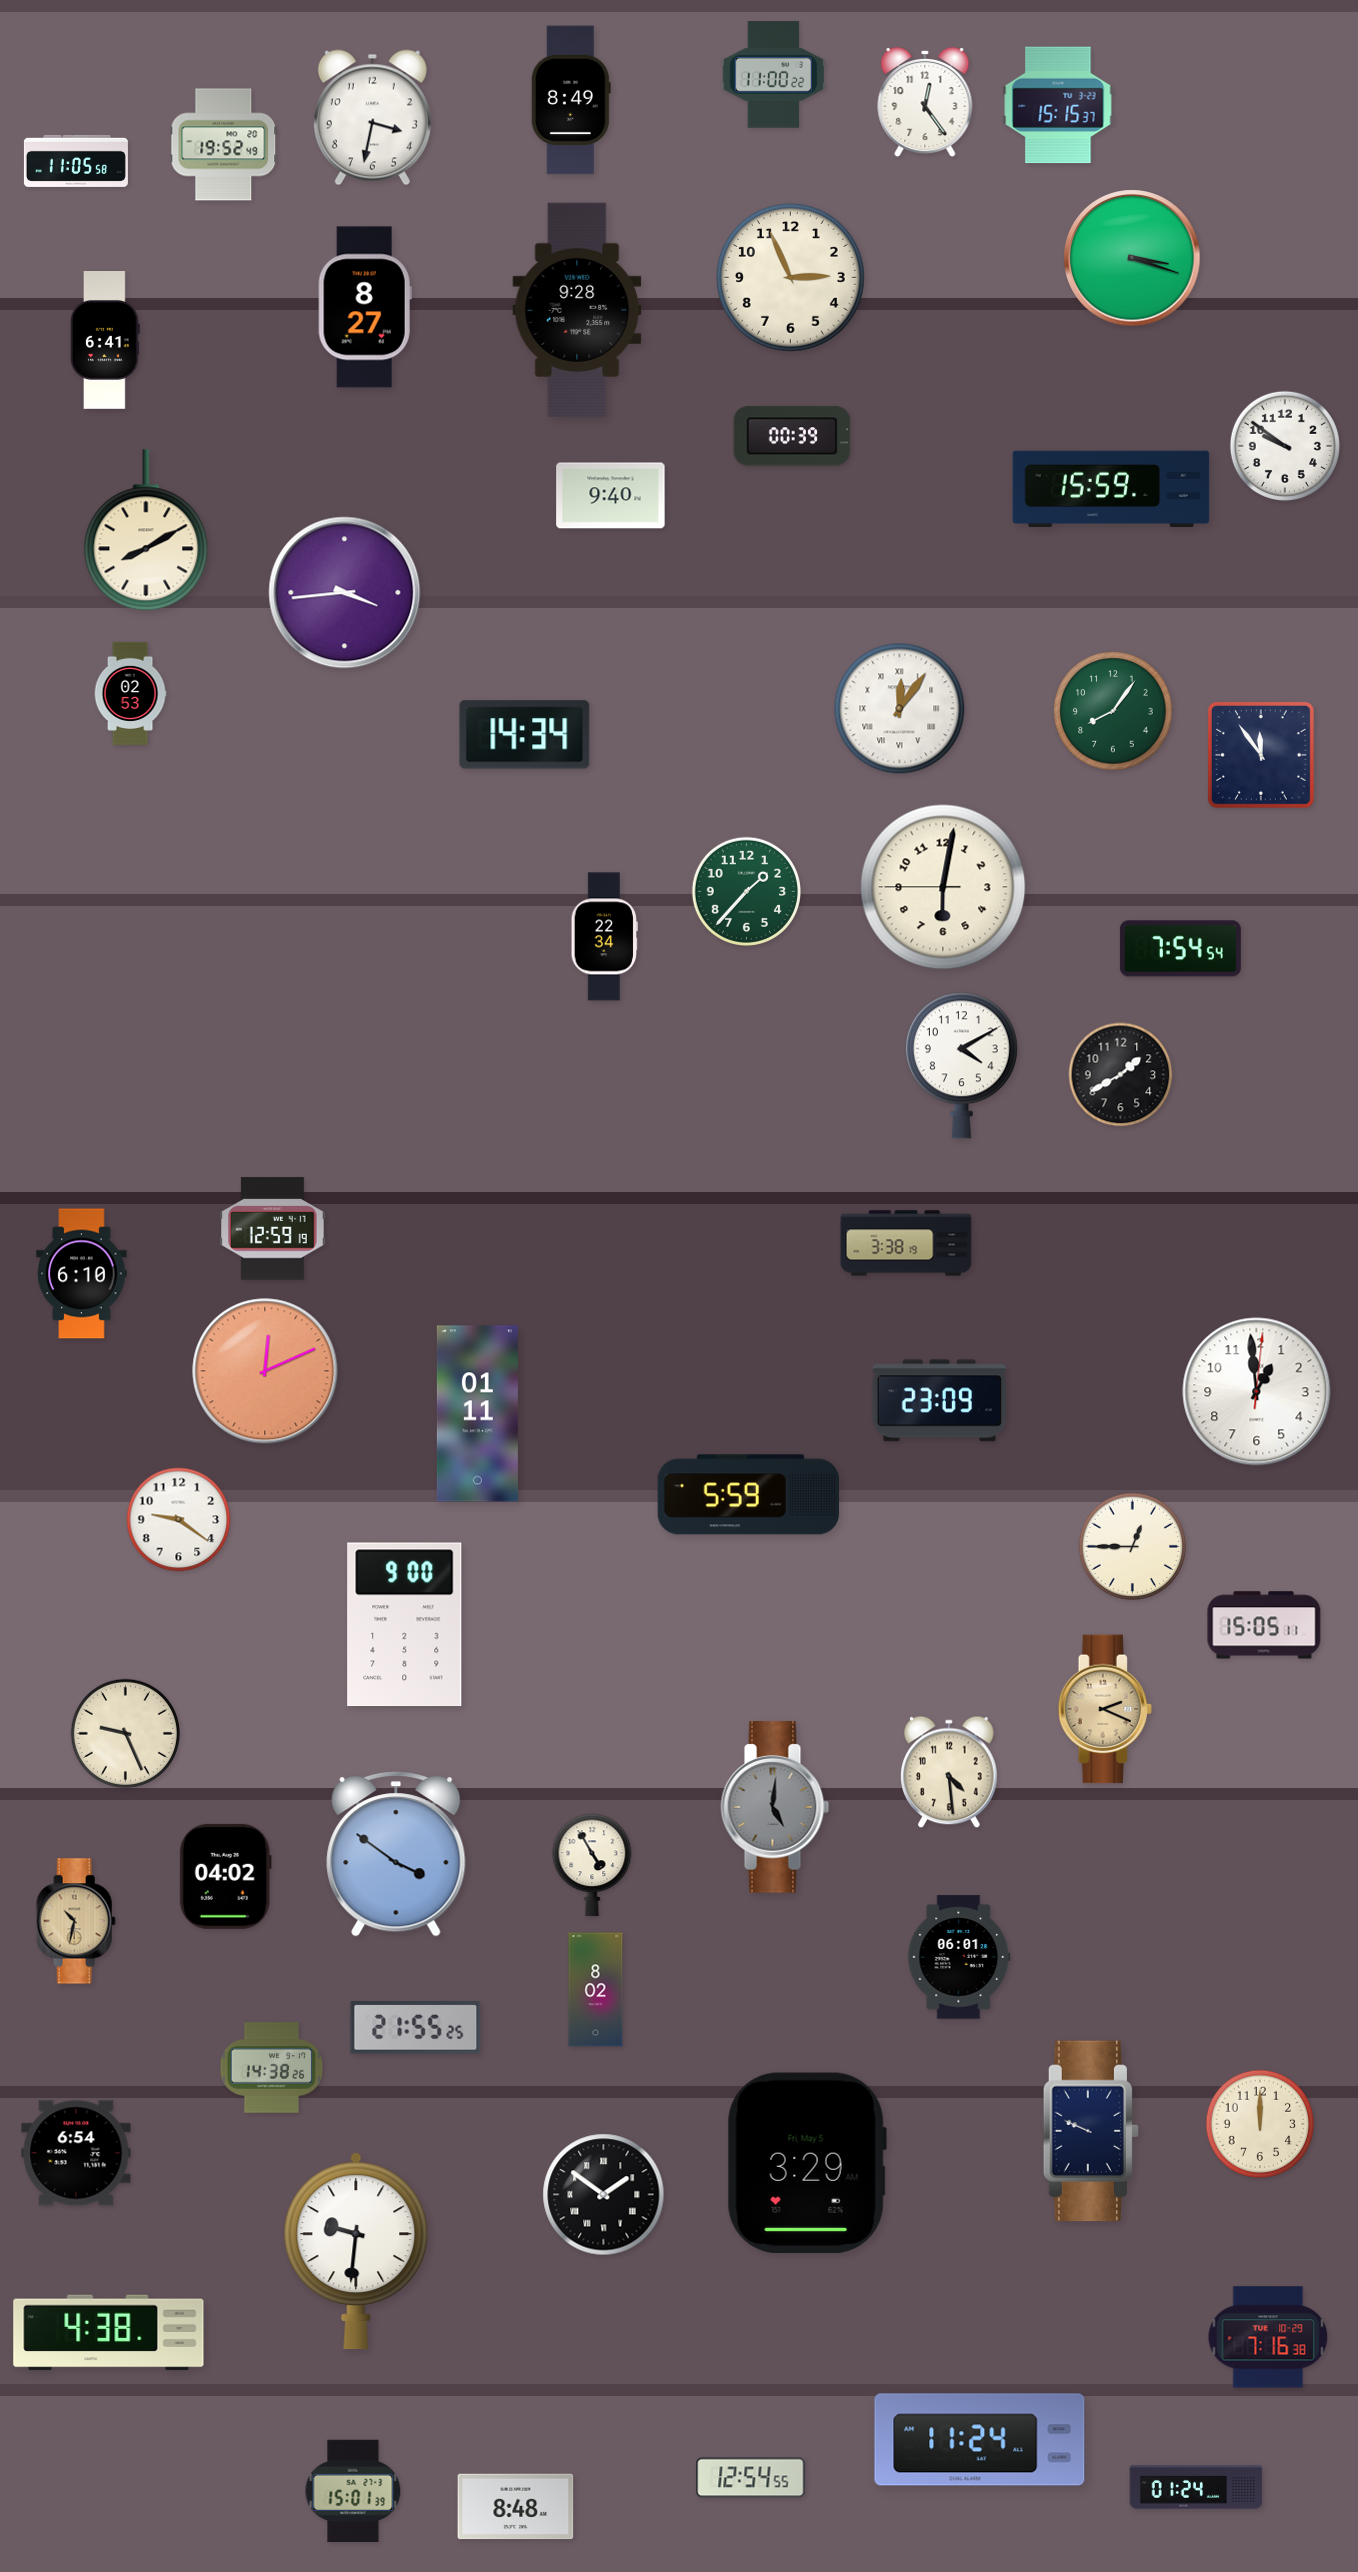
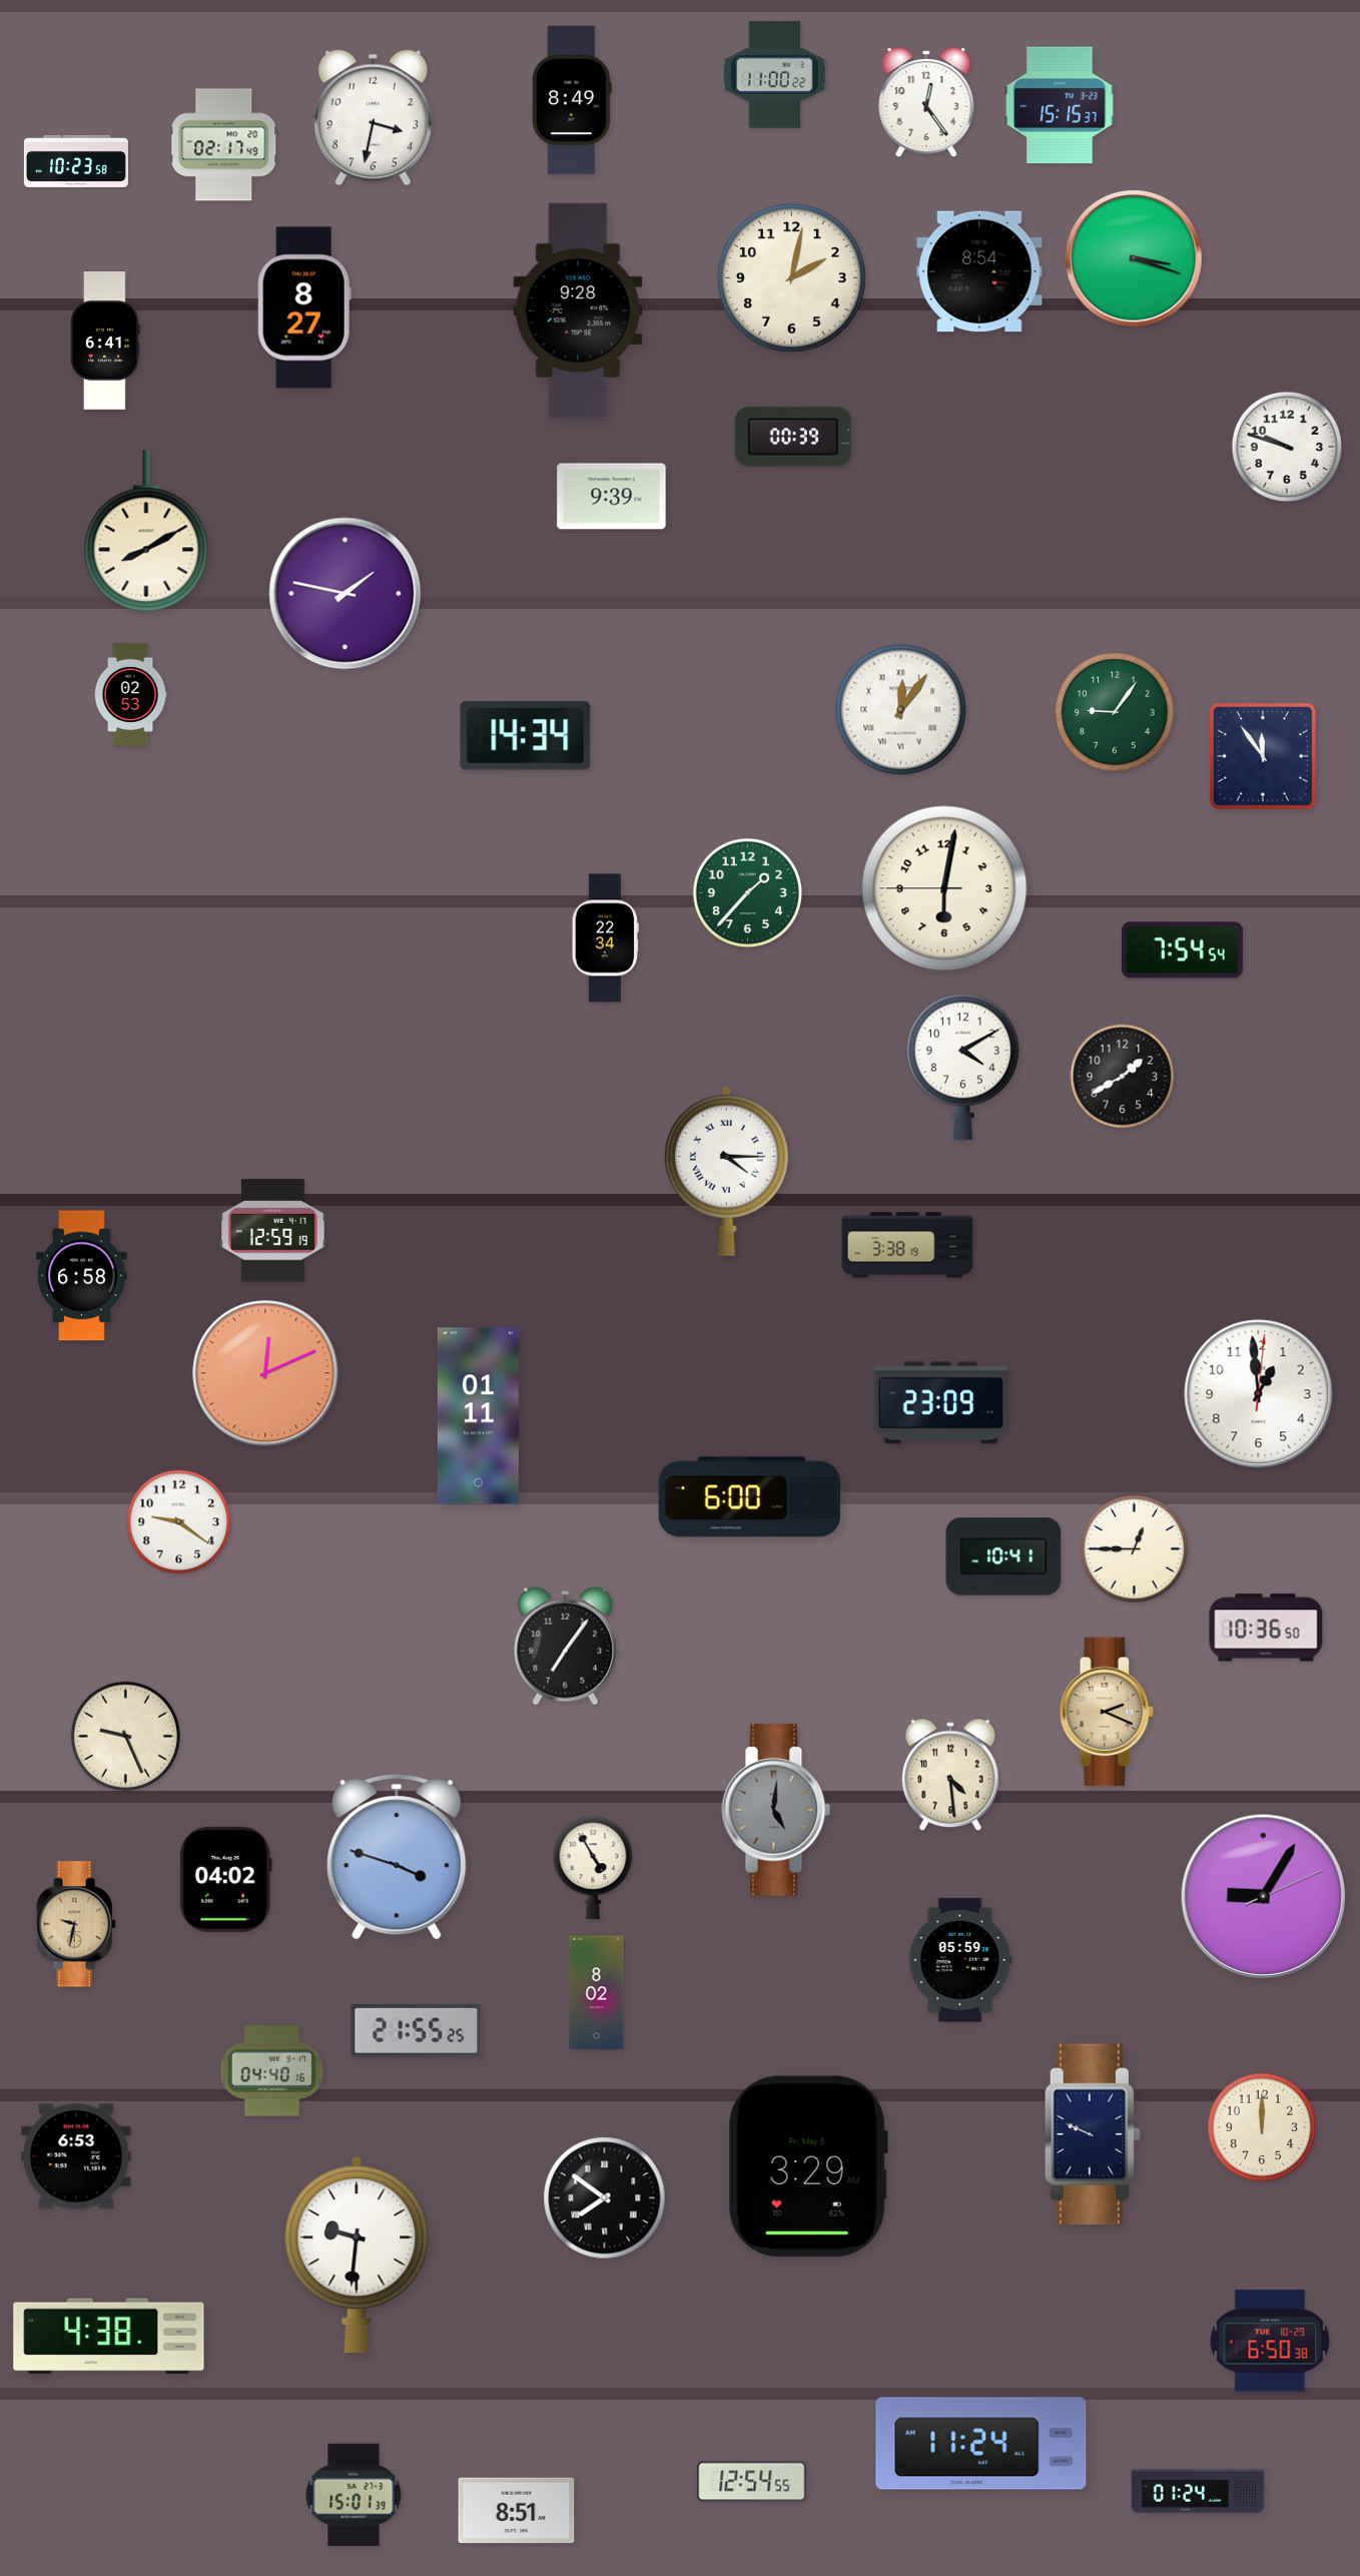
clock at (224, 145): 19:52 -> 02:17
clock at (76, 161): 11:05 -> 10:23
clock at (979, 271): none -> 8:54
clock at (790, 277): 2:56 -> 2:02
clock at (365, 307) position: (365, 307) -> (304, 307)
clock at (1285, 446): 9:51 -> 9:48
clock at (1111, 489): 15:59 -> none
clock at (611, 496): 9:40 -> 9:39
clock at (345, 593): 3:44 -> 1:47
clock at (1113, 711): 8:06 -> 9:06
clock at (726, 1171): none -> 4:15
clock at (82, 1274): 6:10 -> 6:58
clock at (749, 1495): 5:59 -> 6:00
clock at (1003, 1556): none -> 10:41
clock at (405, 1625): 9:00 -> none
clock at (1264, 1625): 15:05 -> 10:36
clock at (566, 1646): none -> 7:06
clock at (396, 1854): 3:51 -> 3:48
clock at (1264, 1897): none -> 9:05
clock at (76, 1921): 10:32 -> 9:32
clock at (959, 1957): 06:01 -> 05:59
clock at (272, 2068): 14:38 -> 04:40
clock at (76, 2153): 6:54 -> 6:53
clock at (604, 2195): 1:51 -> 7:51
clock at (1268, 2337): 7:16 -> 6:50
clock at (516, 2507): 8:48 -> 8:51
